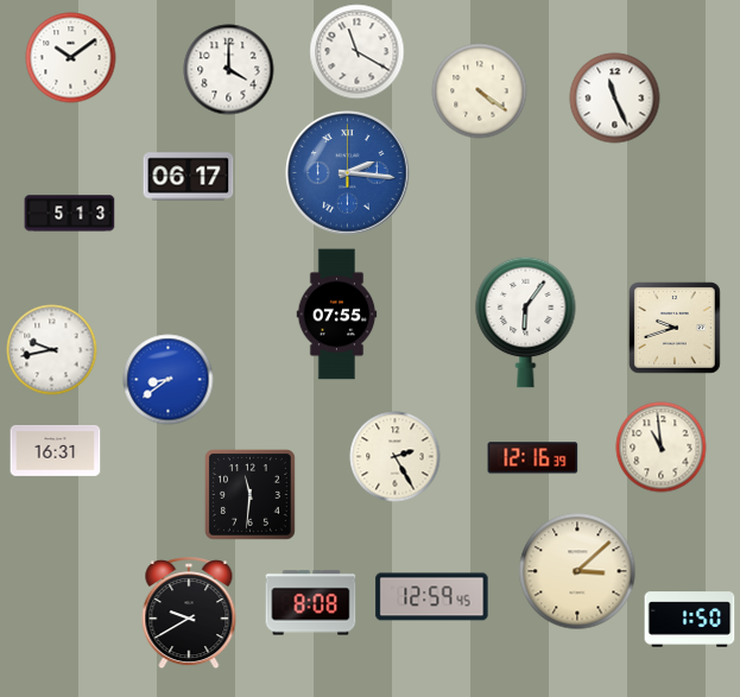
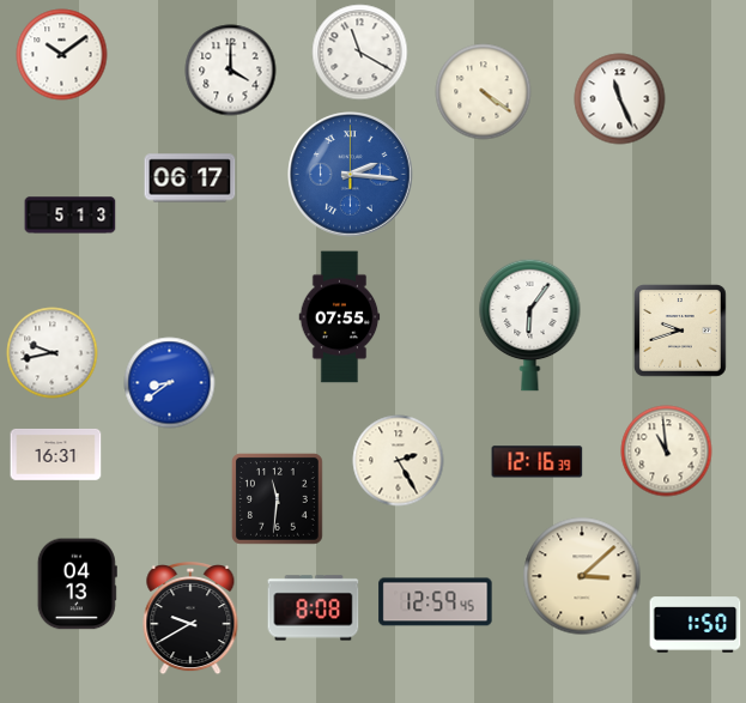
clock at (71, 58) position: (71, 58) -> (62, 55)
clock at (251, 495) position: (251, 495) -> (278, 499)
clock at (77, 584): none -> 04:13
